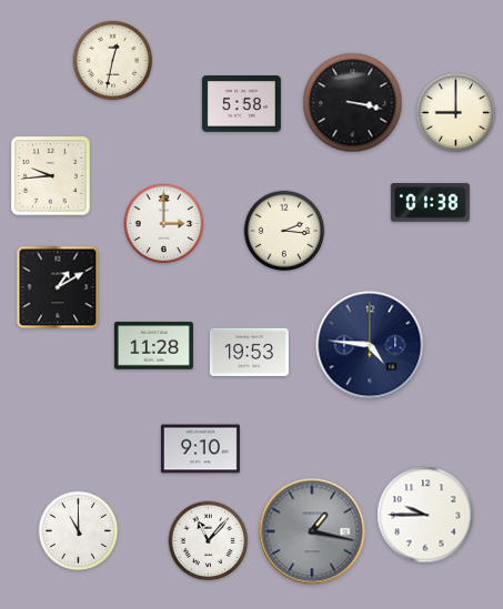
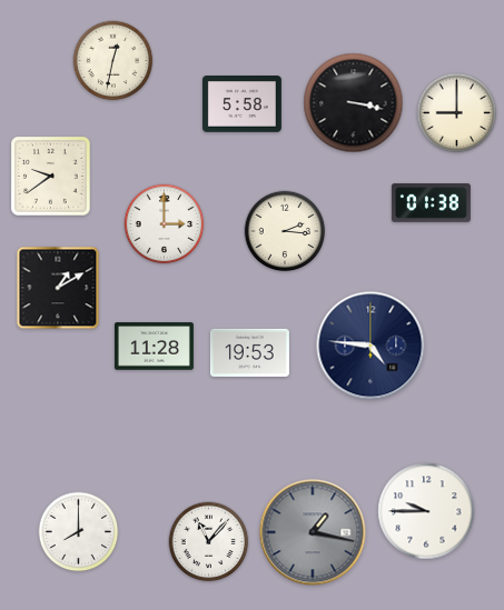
clock at (51, 176): 9:44 -> 9:39
clock at (200, 449): 9:10 -> none
clock at (425, 515) position: (425, 515) -> (426, 511)
clock at (79, 531): 11:00 -> 8:00
